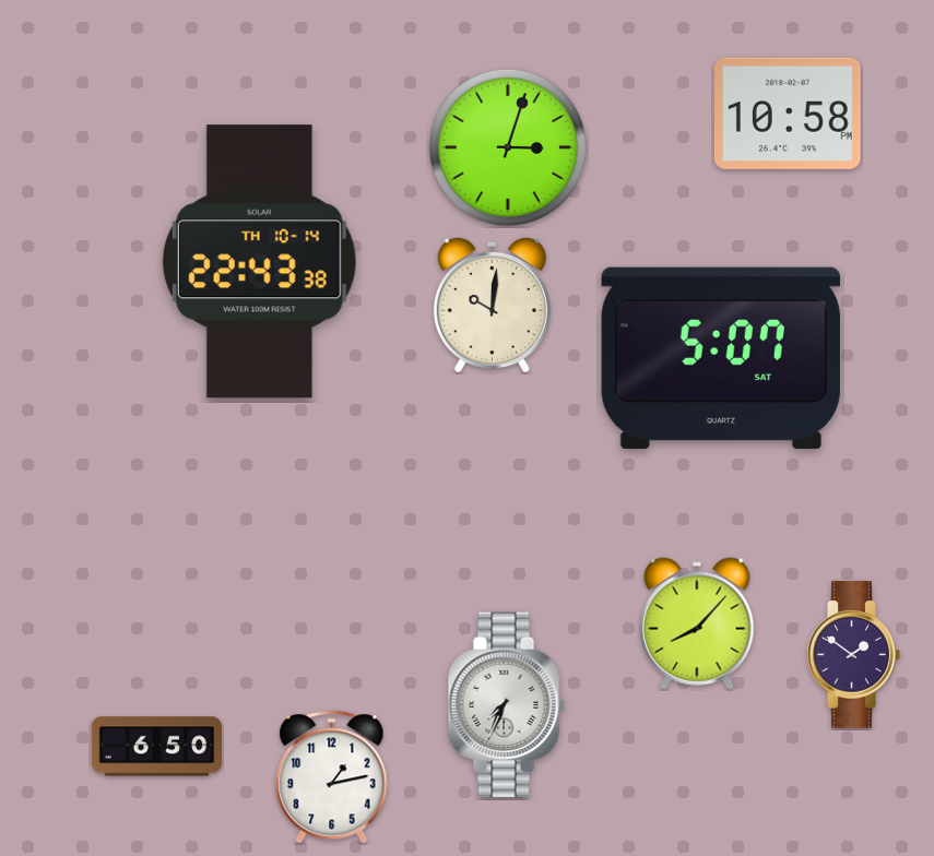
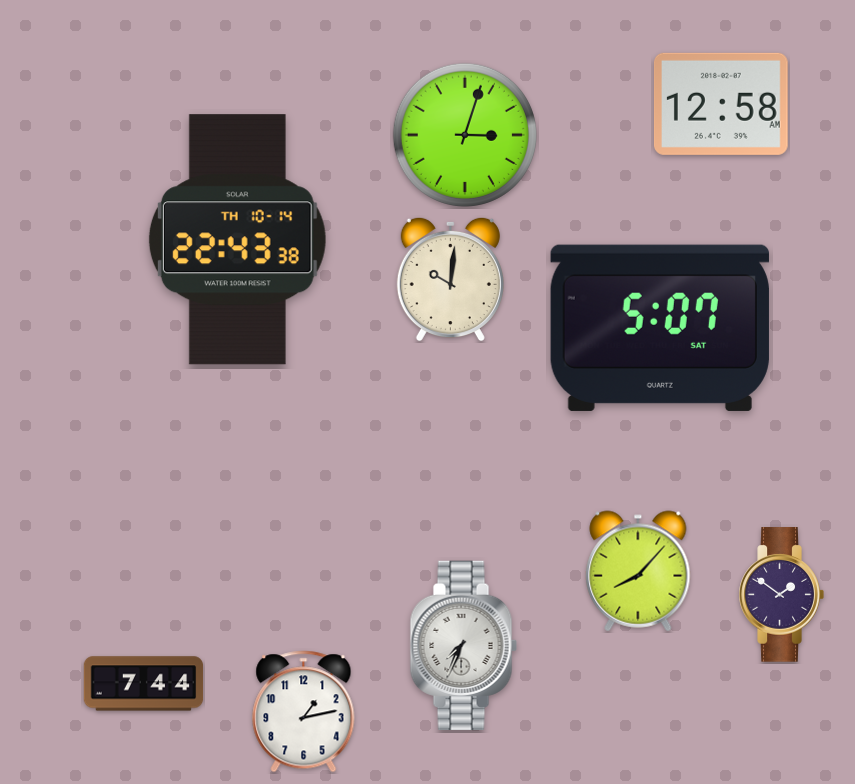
clock at (788, 114): 10:58 -> 12:58
clock at (853, 655) position: (853, 655) -> (781, 595)
clock at (157, 747): 6:50 -> 7:44
